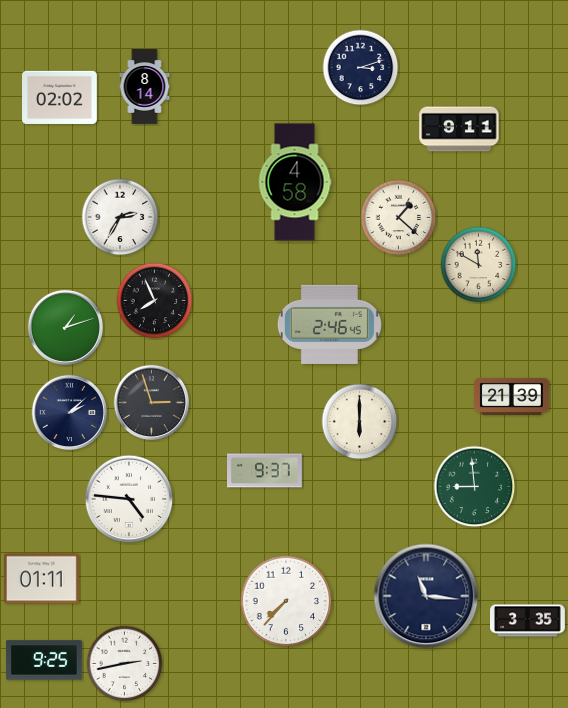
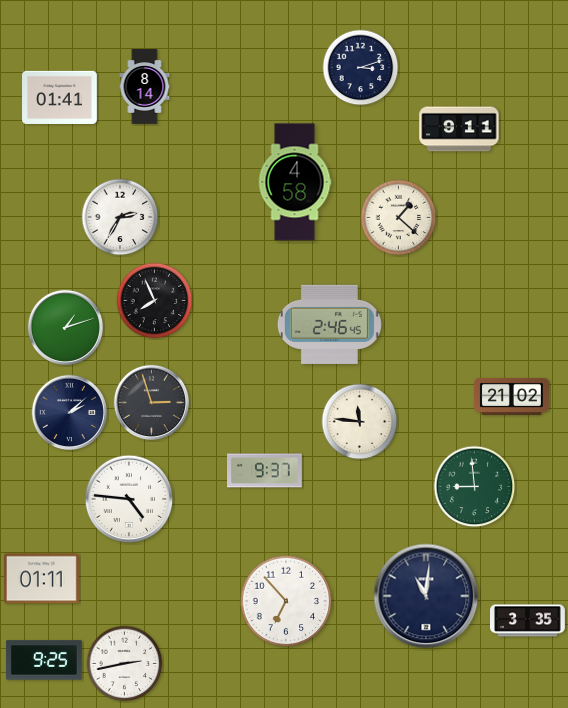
clock at (60, 97): 02:02 -> 01:41
clock at (479, 265): 11:50 -> none
clock at (512, 396): 21:39 -> 21:02
clock at (360, 422): 6:00 -> 11:46
clock at (426, 596): 11:16 -> 11:01
clock at (286, 601): 7:37 -> 6:53
